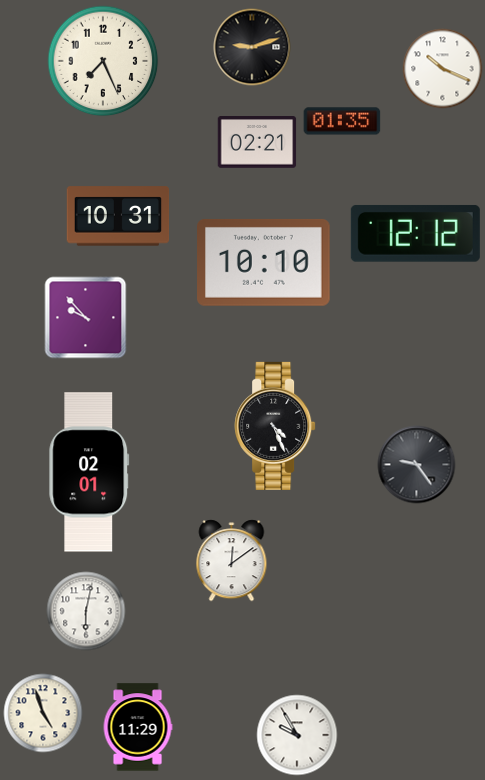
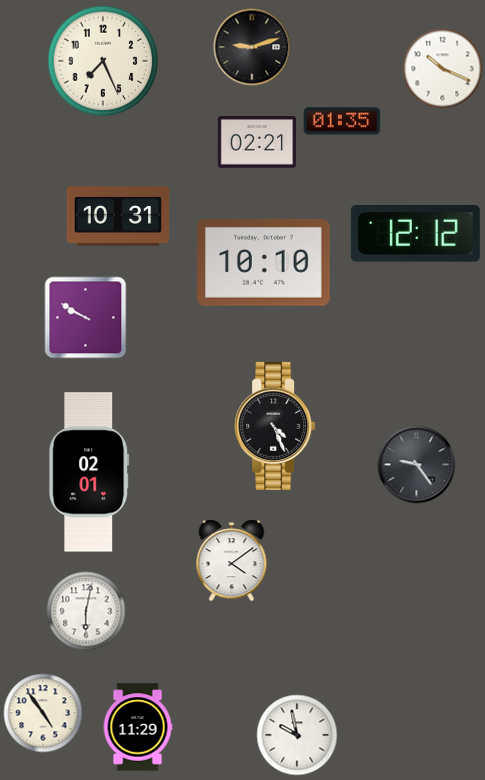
clock at (86, 318): 9:53 -> 9:50
clock at (232, 561): 12:09 -> 4:09
clock at (43, 713): 4:57 -> 4:54
clock at (297, 735): 9:55 -> 9:58
